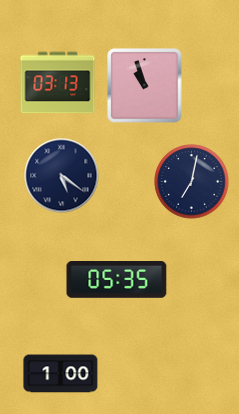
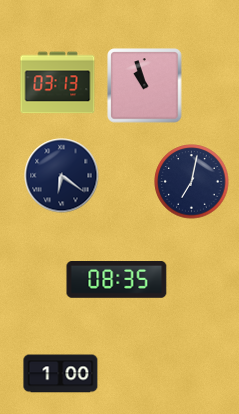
clock at (62, 176): 5:21 -> 6:21
clock at (117, 280): 05:35 -> 08:35
